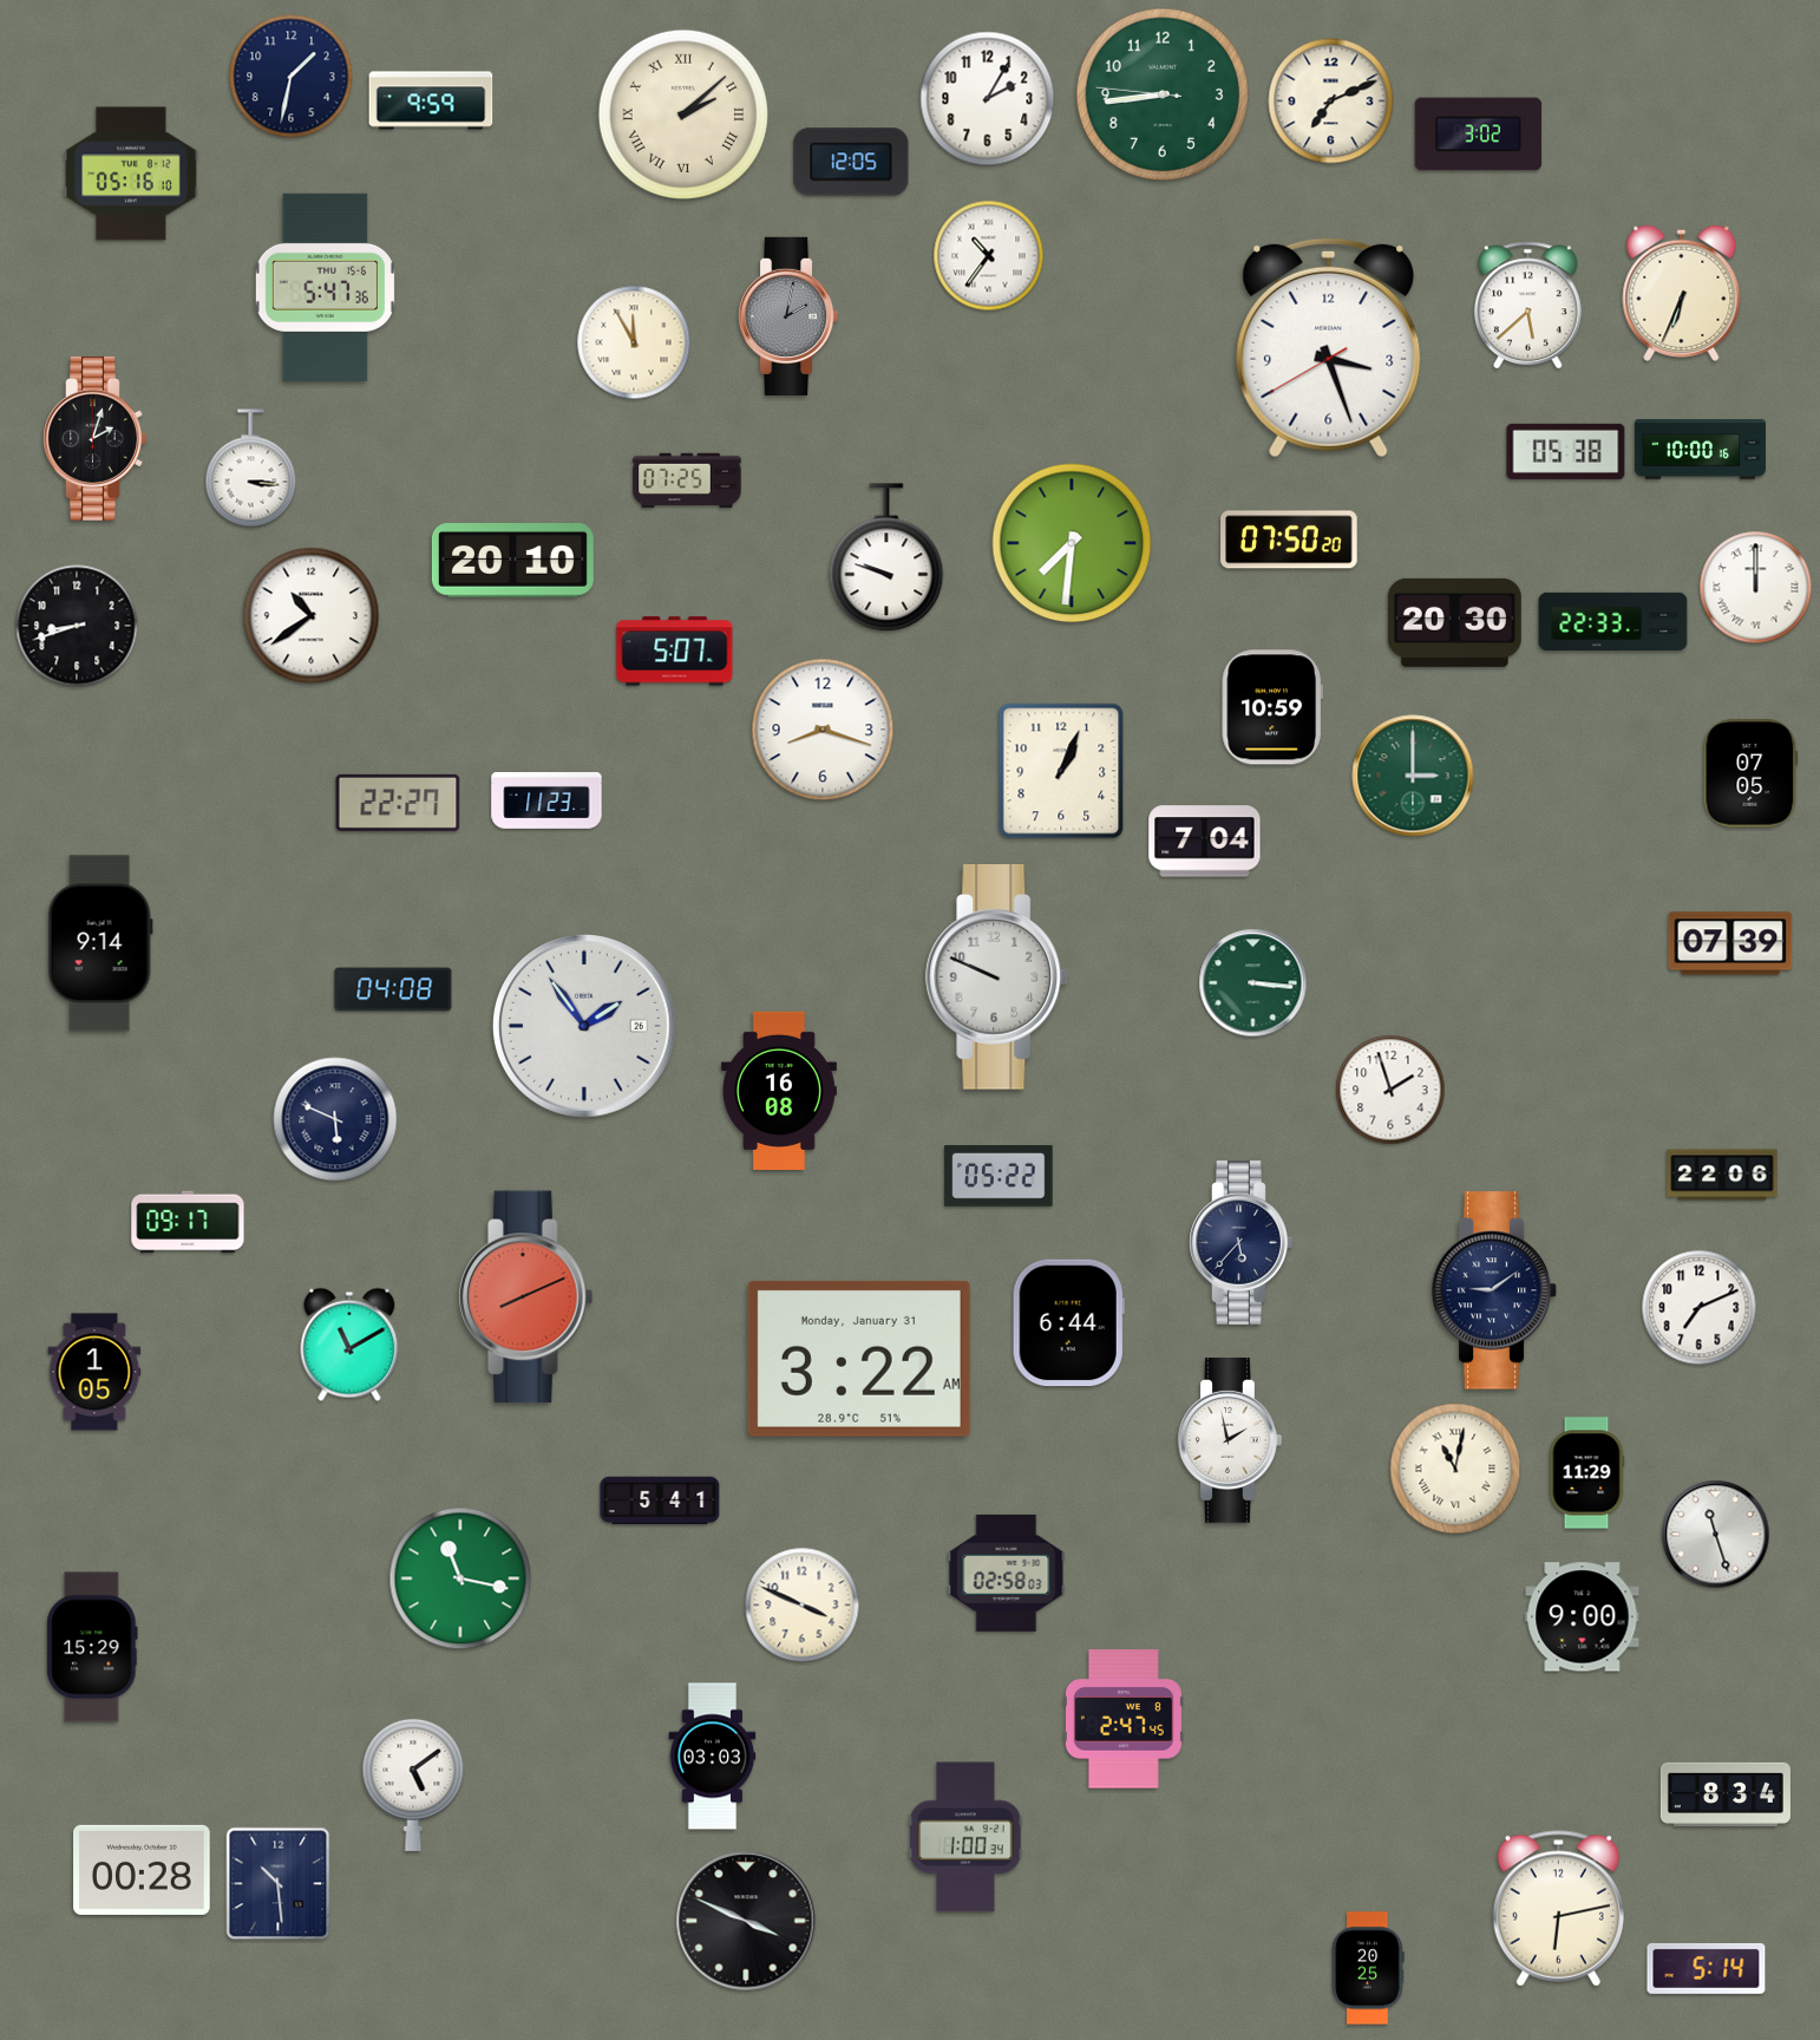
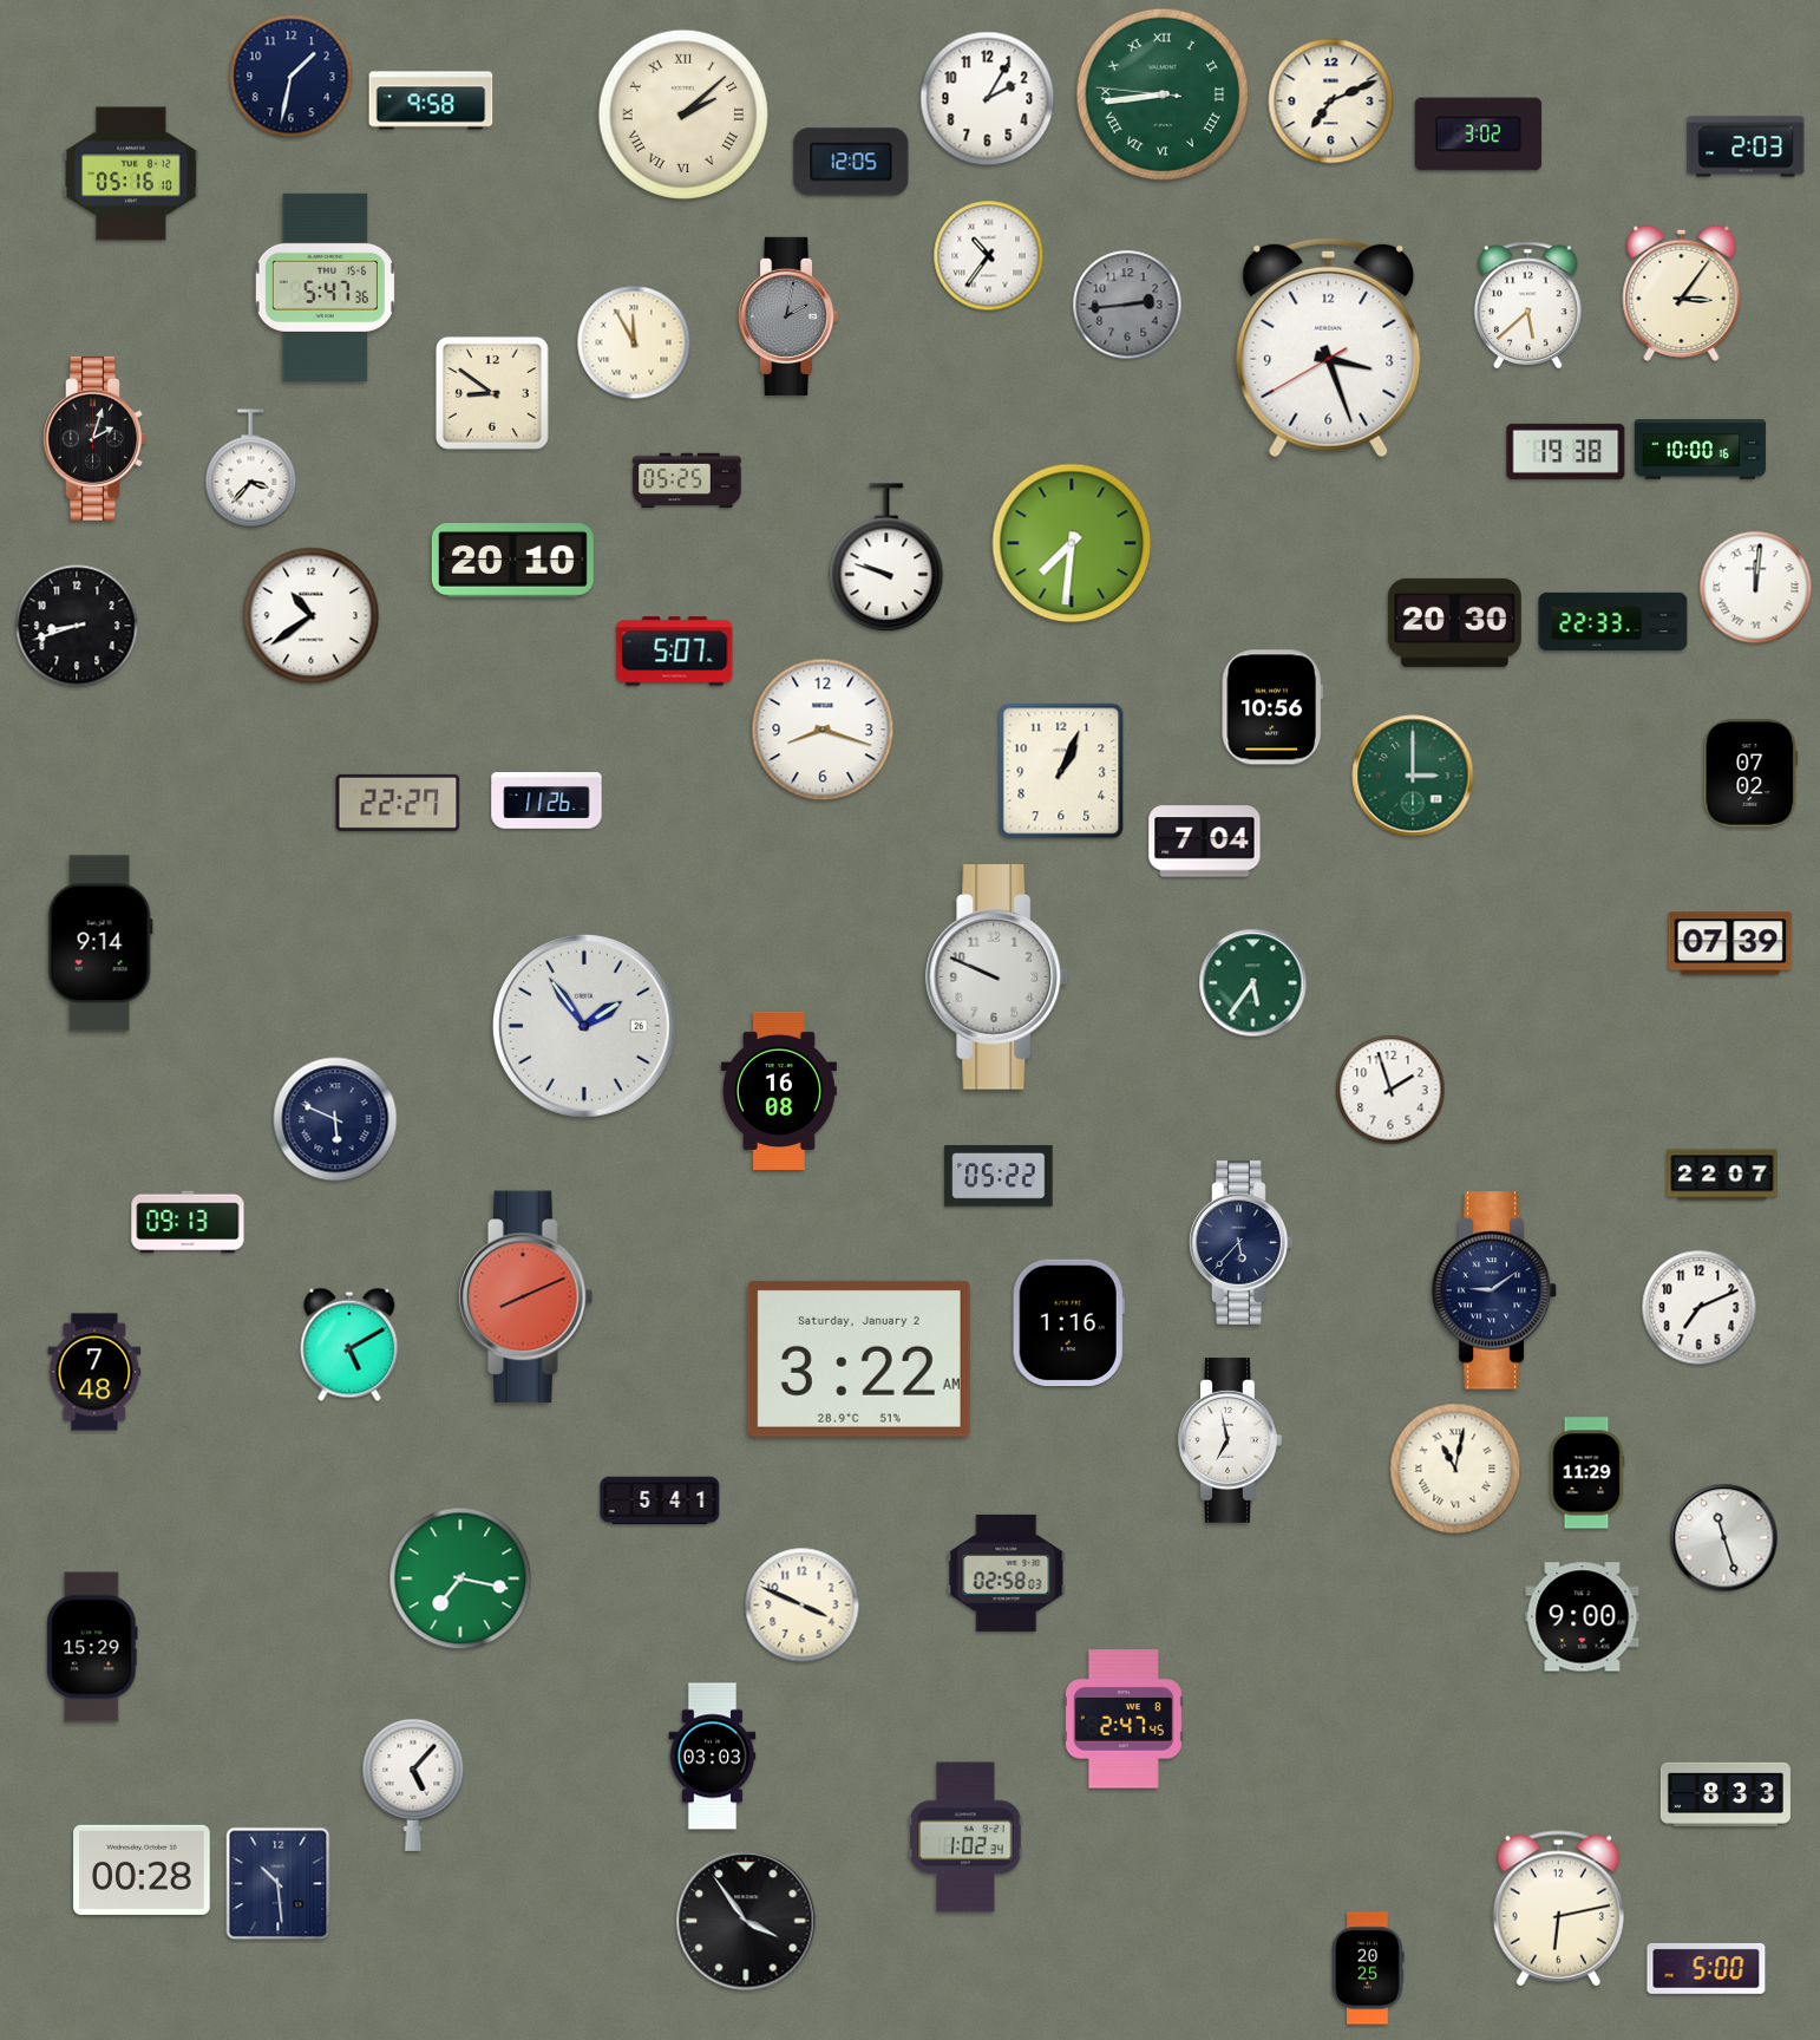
clock at (1161, 93) numerals: Arabic -> Roman
clock at (431, 100): 9:59 -> 9:58
clock at (1746, 146): none -> 2:03
clock at (1682, 293): 6:34 -> 3:06
clock at (1127, 305): none -> 2:44
clock at (492, 393): none -> 8:51
clock at (1566, 451): 05:38 -> 19:38
clock at (251, 469): 3:16 -> 3:37
clock at (687, 480): 07:25 -> 05:25
clock at (1289, 540): 07:50 -> none
clock at (1756, 588): 12:00 -> 12:01
clock at (1272, 707): 10:59 -> 10:56
clock at (1750, 773): 07:05 -> 07:02
clock at (546, 802): 11:23 -> 11:26
clock at (1253, 983): 3:16 -> 5:36
clock at (393, 989): 04:08 -> none
clock at (1722, 1175): 22:06 -> 22:07
clock at (188, 1222): 09:17 -> 09:13
clock at (1068, 1323): 6:44 -> 1:16
clock at (349, 1345): 11:10 -> 5:10
clock at (859, 1359) date: Monday, January 31 -> Saturday, January 2
clock at (94, 1372): 1:05 -> 7:48
clock at (1230, 1441): 1:58 -> 6:58
clock at (1716, 1535) position: (1716, 1535) -> (1724, 1538)
clock at (460, 1578): 11:17 -> 7:17
clock at (413, 1784): 5:09 -> 5:07
clock at (1726, 1794): 8:34 -> 8:33
clock at (965, 1837): 1:00 -> 1:02
clock at (746, 1921): 3:49 -> 3:54
clock at (1707, 1968): 5:14 -> 5:00
